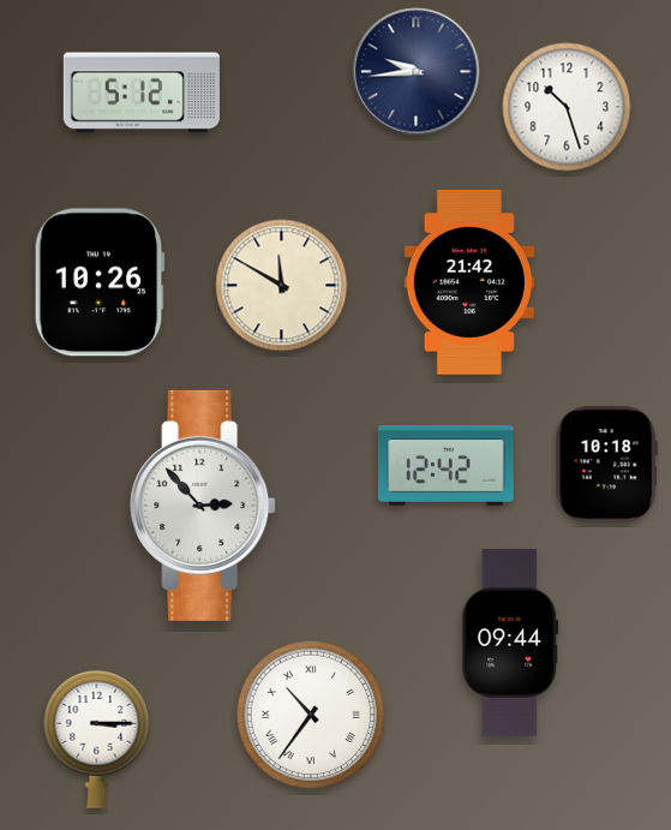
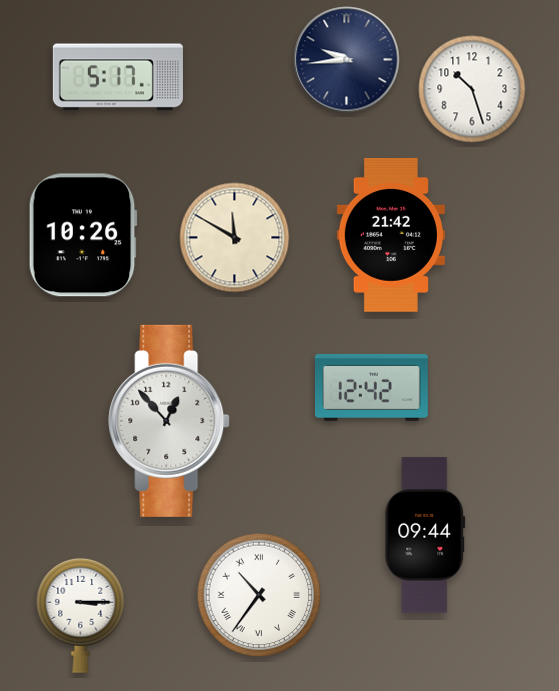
clock at (142, 92): 5:12 -> 5:17
clock at (606, 465): 10:18 -> none
clock at (203, 506): 2:53 -> 12:53
